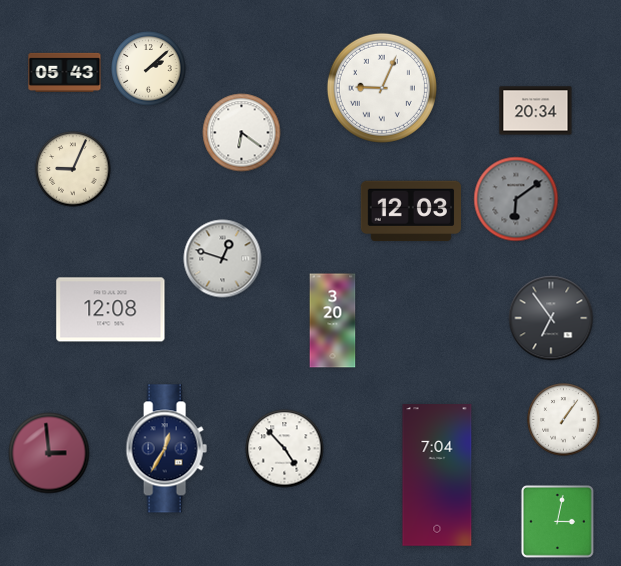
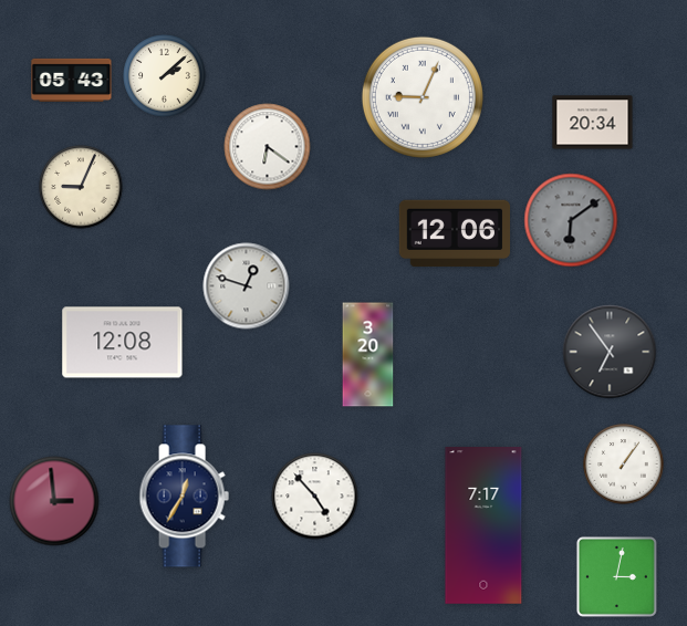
clock at (410, 211): 12:03 -> 12:06
clock at (437, 475): 7:04 -> 7:17
